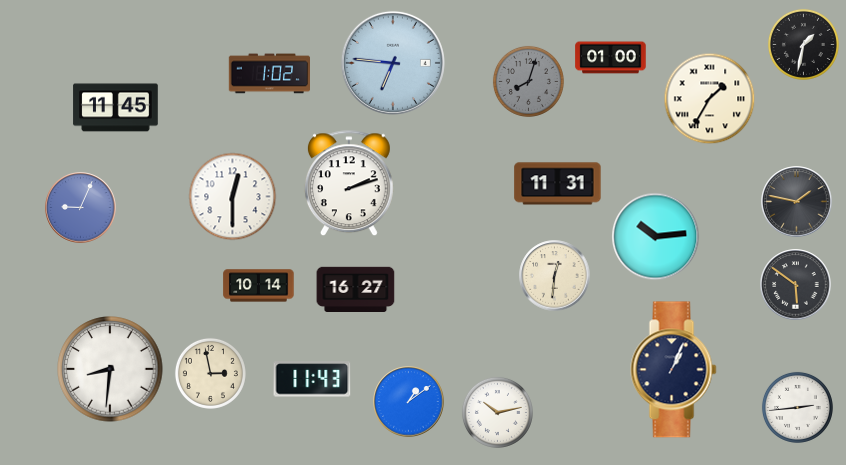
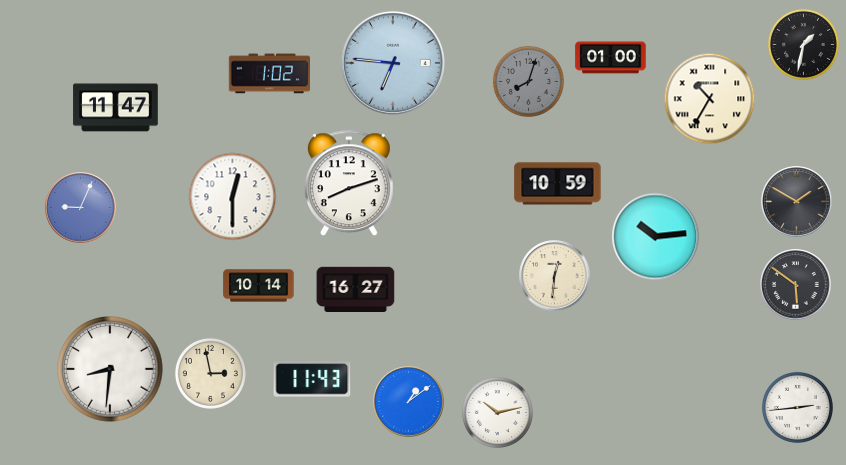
clock at (710, 99): 1:35 -> 10:35
clock at (116, 108): 11:45 -> 11:47
clock at (349, 184): 2:12 -> 8:12
clock at (558, 184): 11:31 -> 10:59
clock at (797, 202): 1:47 -> 1:50
clock at (674, 370): 1:04 -> none
